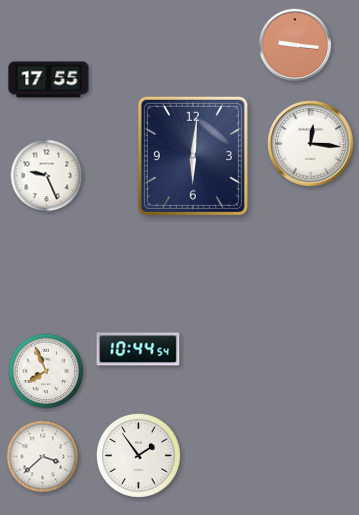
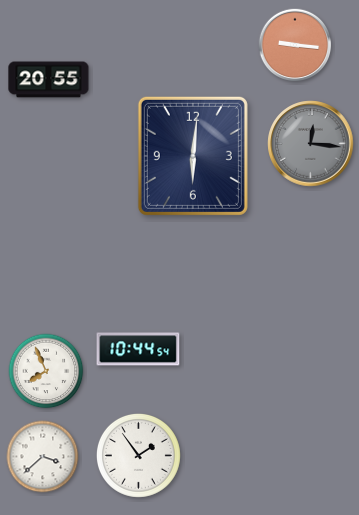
clock at (49, 80): 17:55 -> 20:55
clock at (311, 144) dial: white -> grey
clock at (47, 176): 9:26 -> none
